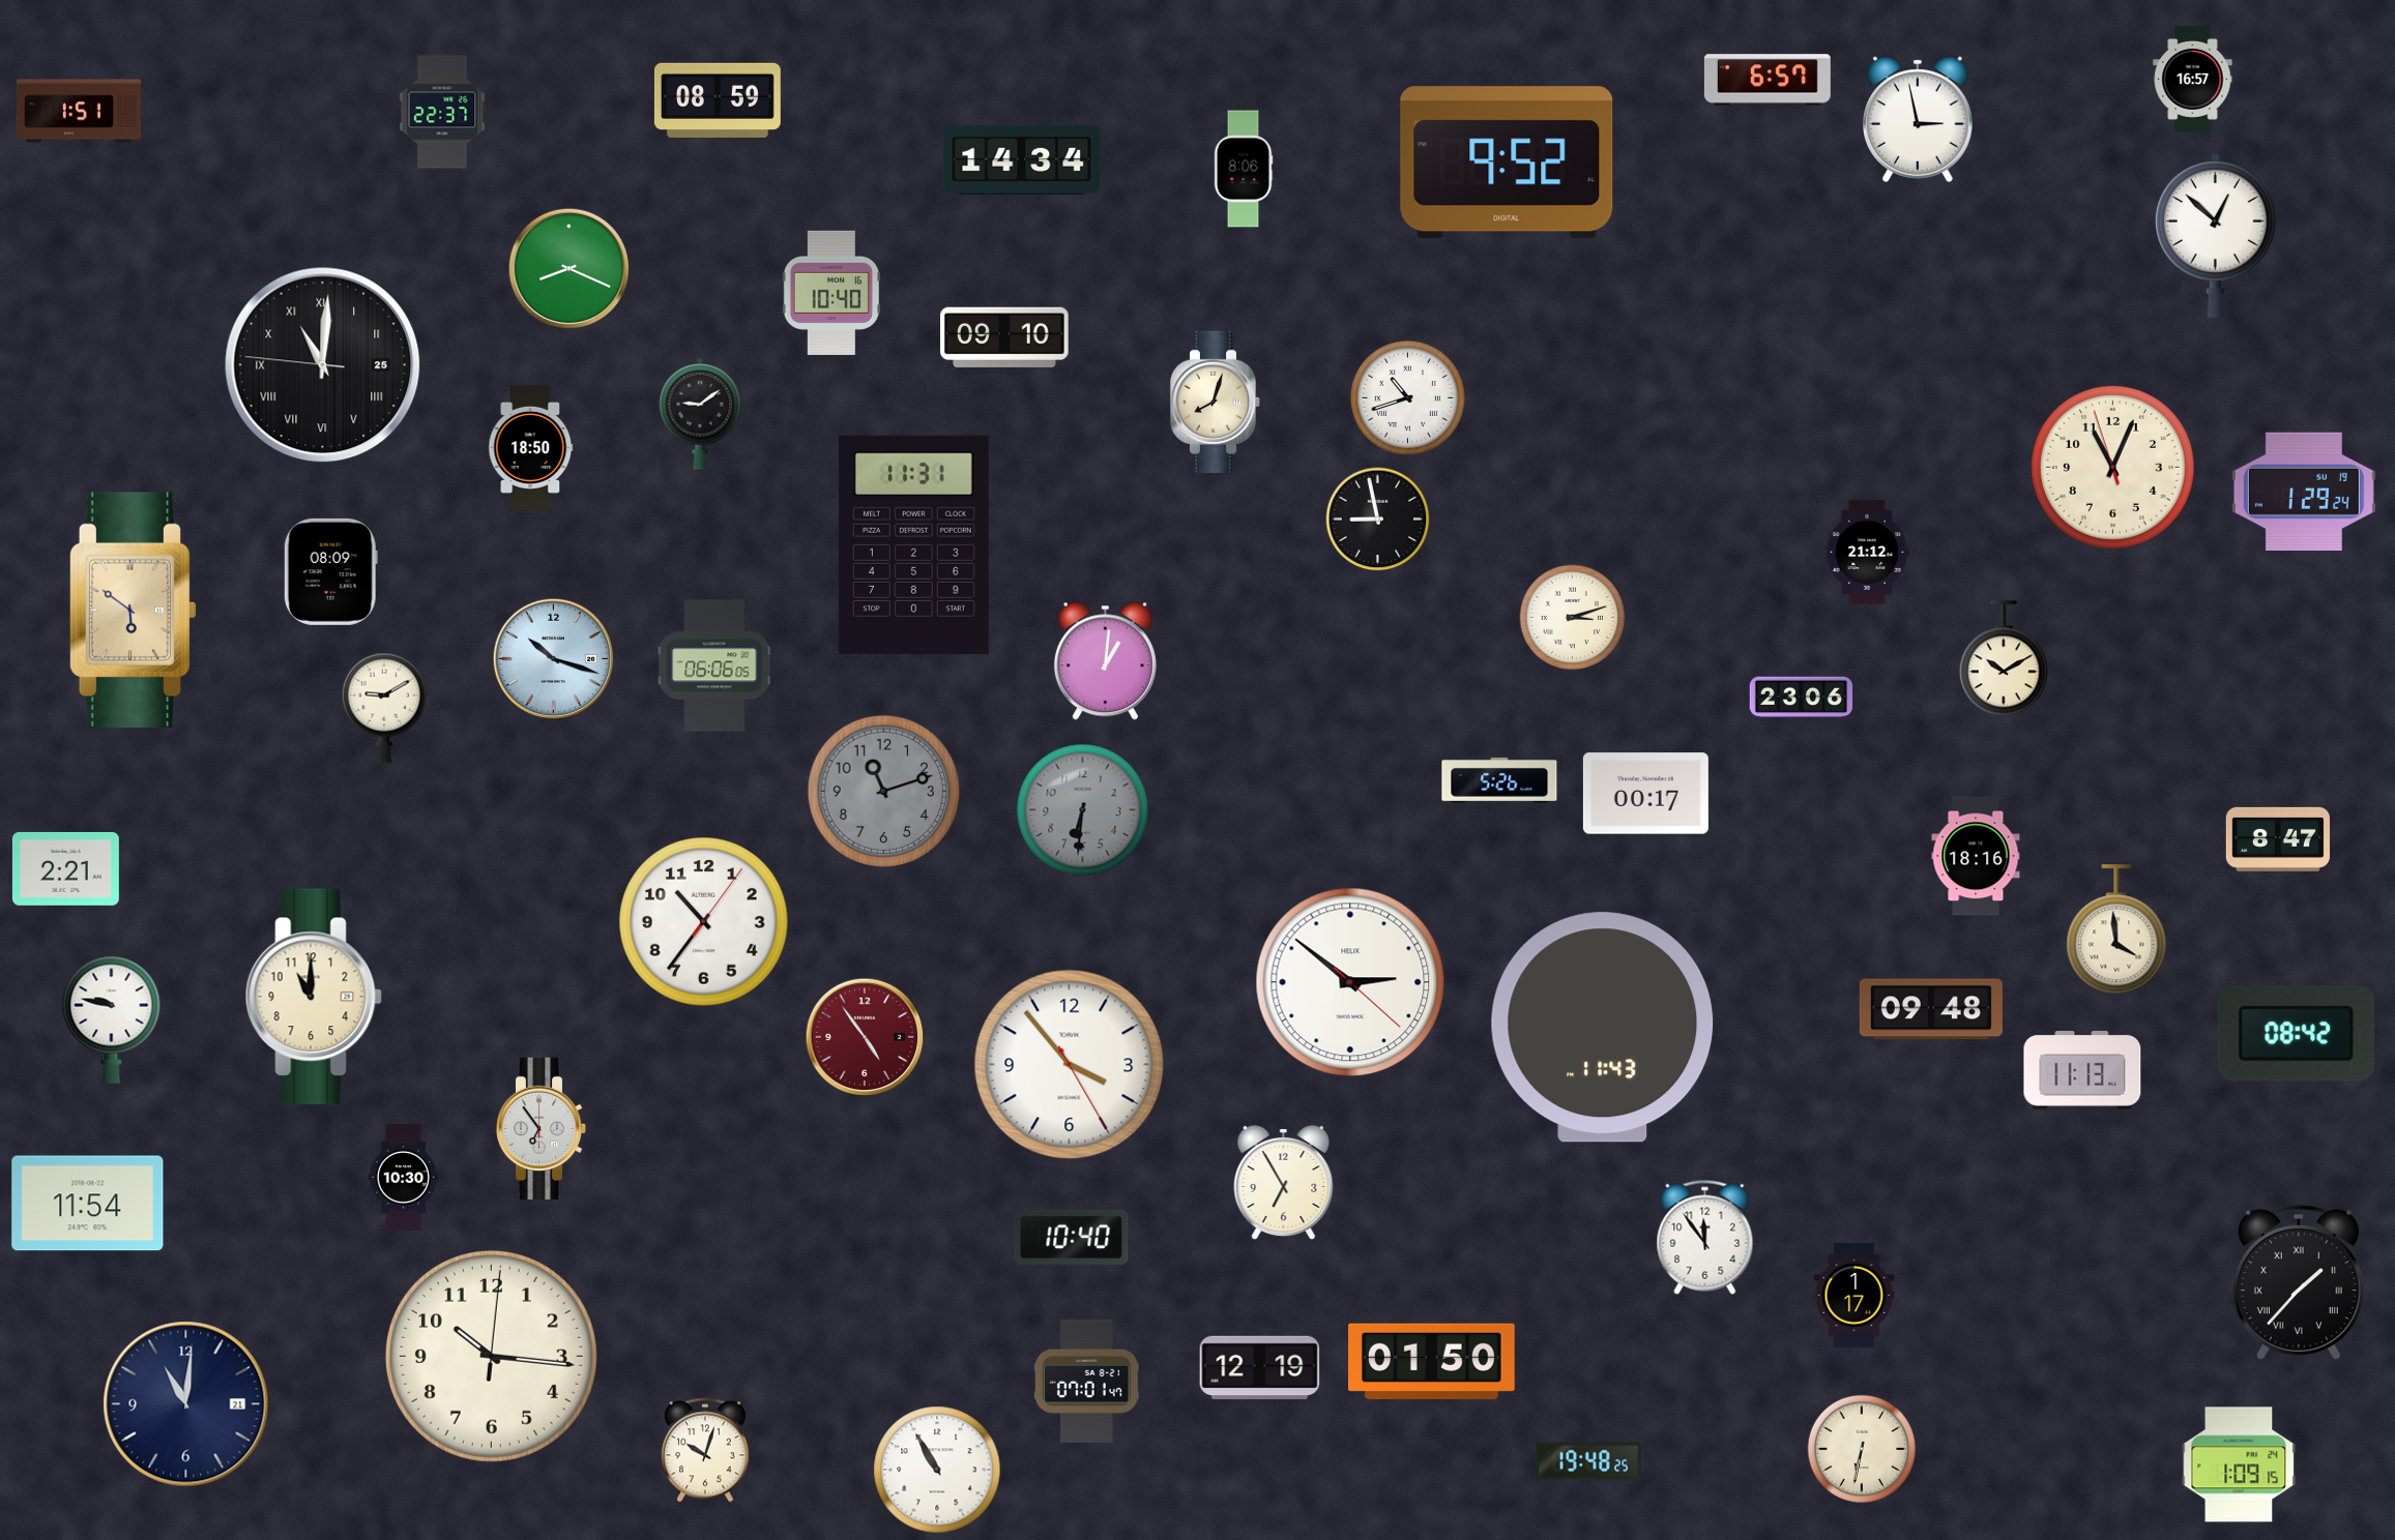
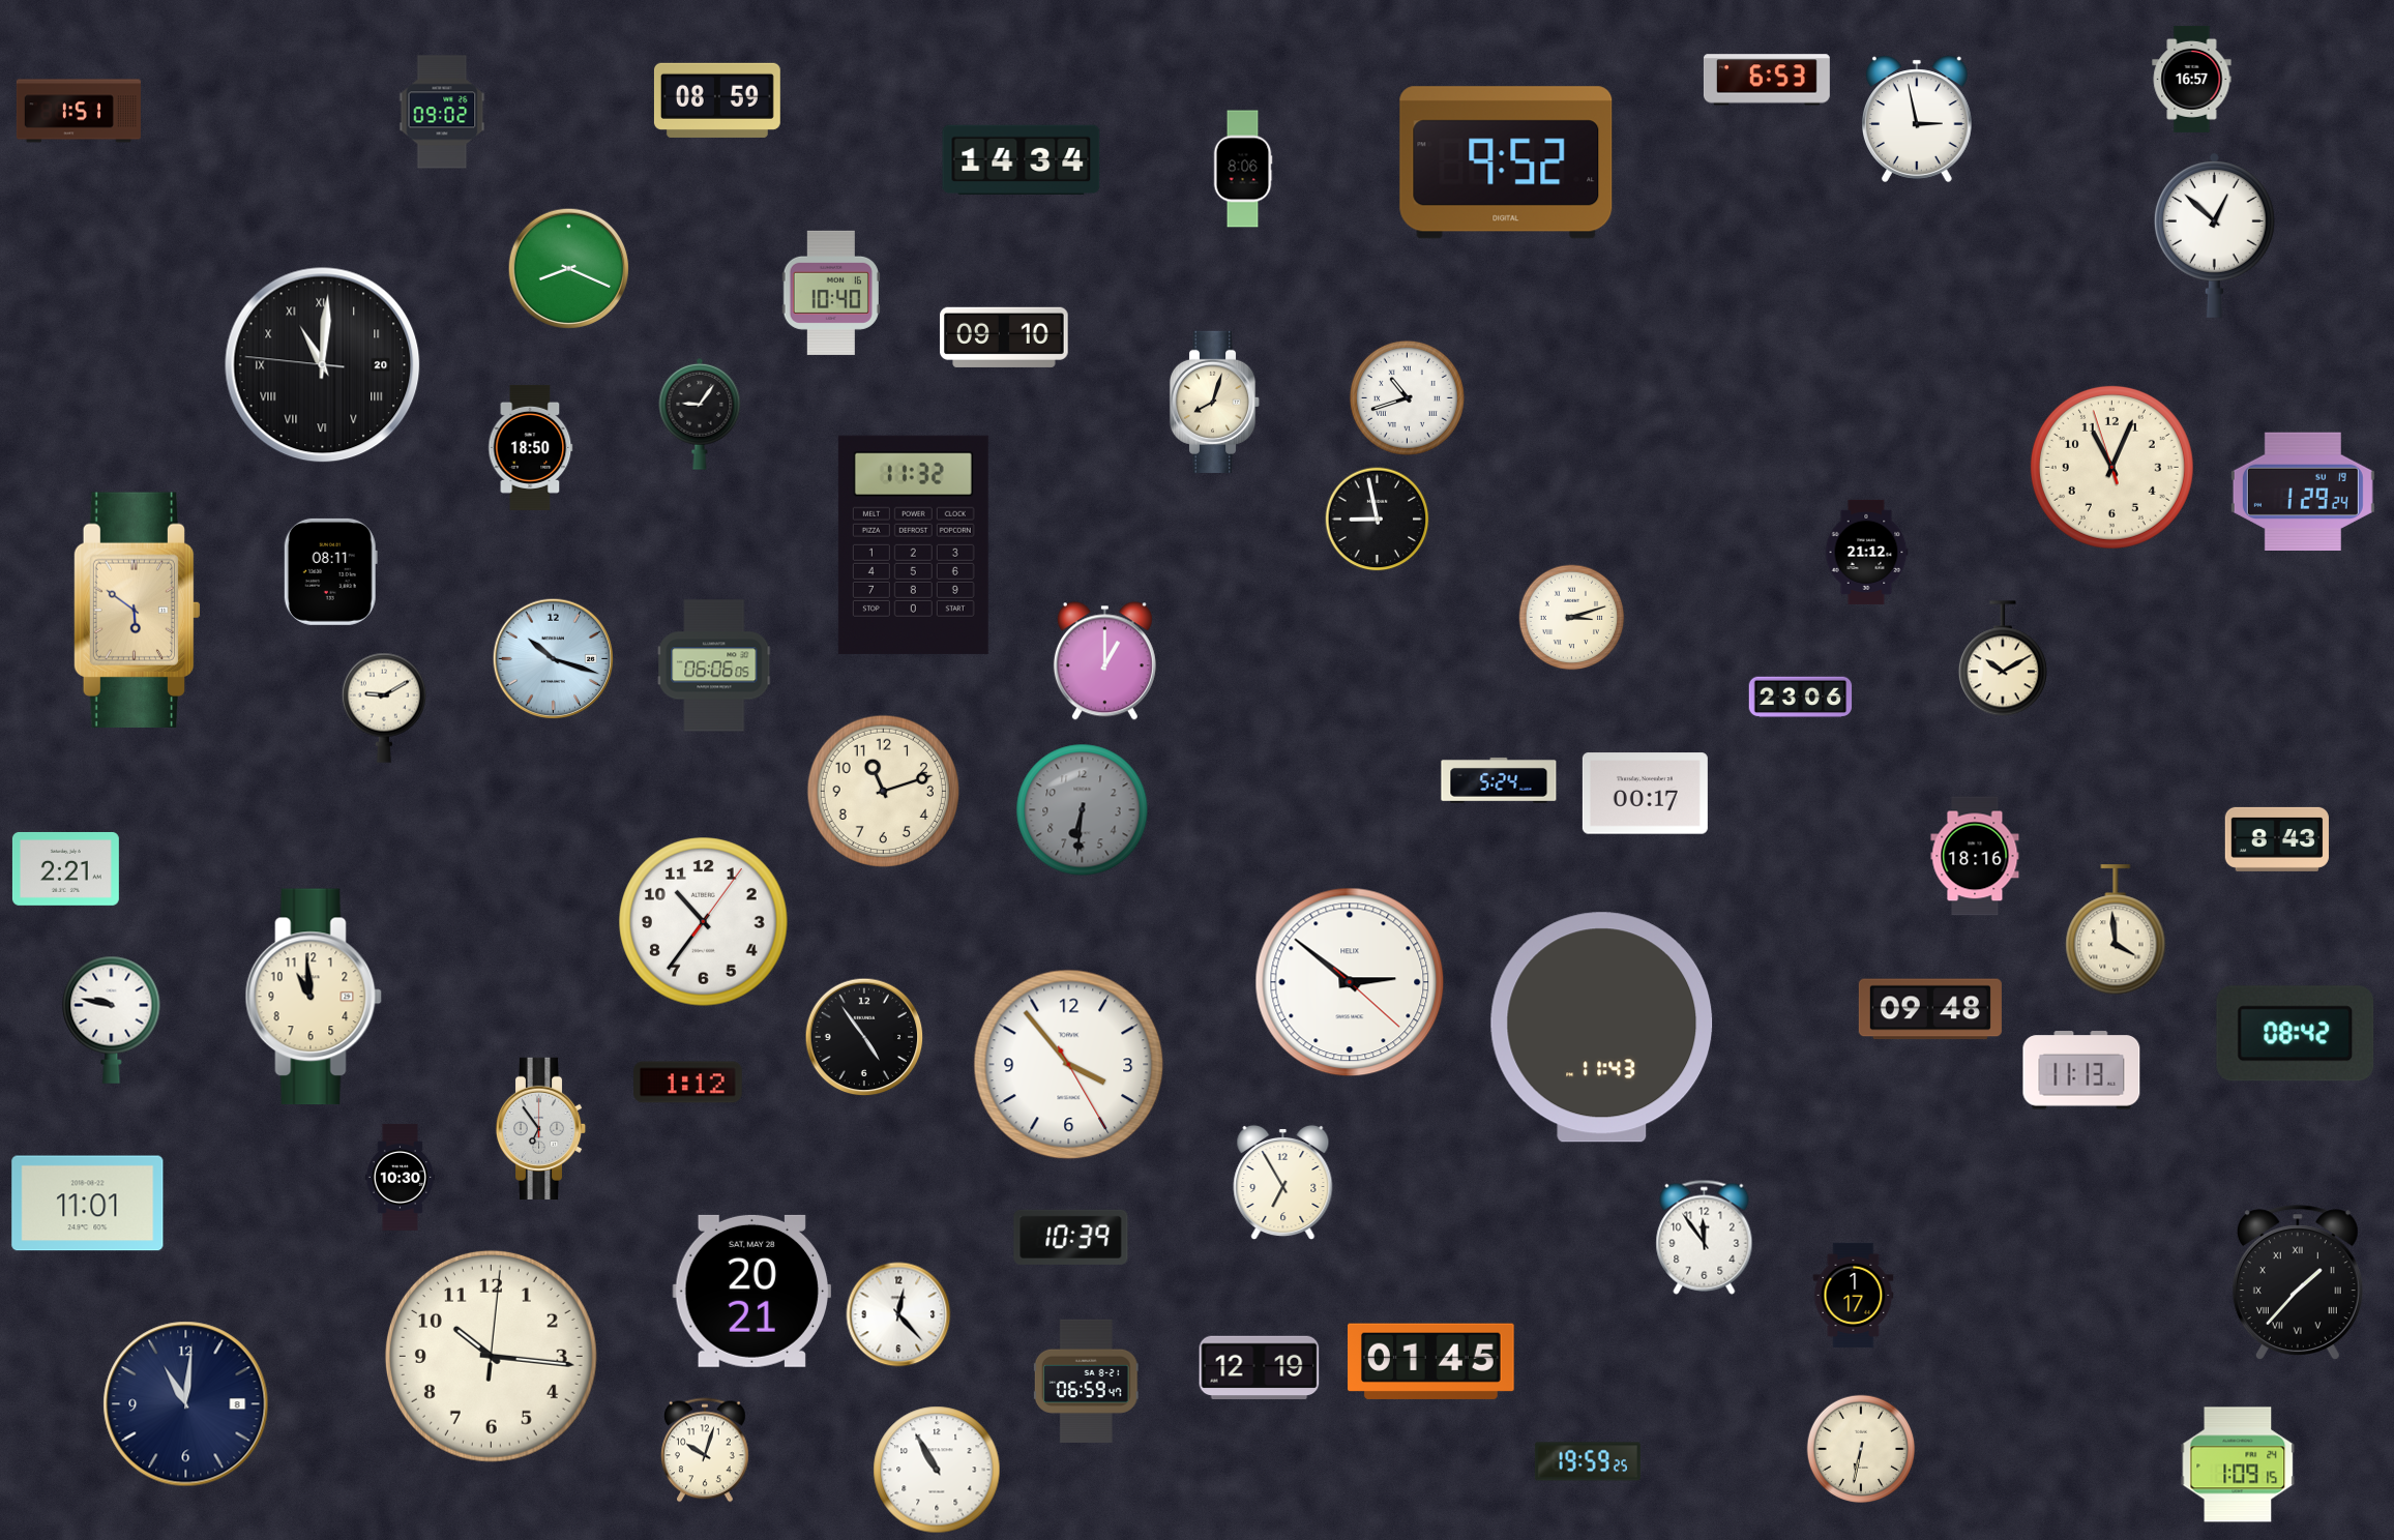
clock at (1768, 80): 6:57 -> 6:53
clock at (442, 112): 22:37 -> 09:02
clock at (323, 365) date: 25 -> 20
clock at (700, 414): 9:09 -> 9:06
clock at (913, 544): 11:31 -> 11:32
clock at (330, 571): 08:09 -> 08:11
clock at (133, 610) position: (133, 610) -> (137, 610)
clock at (1105, 661): 1:01 -> 1:00
clock at (1499, 780): 5:26 -> 5:24
clock at (883, 791) dial: grey -> cream
clock at (2278, 839): 8:47 -> 8:43
clock at (314, 997): 11:00 -> 10:59
clock at (865, 1037) dial: burgundy -> black
clock at (688, 1083): none -> 1:12
clock at (404, 1177) position: (404, 1177) -> (401, 1177)
clock at (88, 1204): 11:54 -> 11:01
clock at (1072, 1237): 10:40 -> 10:39
clock at (752, 1291): none -> 20:21
clock at (898, 1314): none -> 12:23
clock at (1432, 1361): 01:50 -> 01:45
clock at (1086, 1381): 07:01 -> 06:59
clock at (186, 1404) date: 21 -> 8
clock at (1588, 1461): 19:48 -> 19:59
